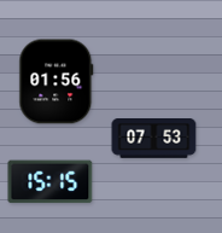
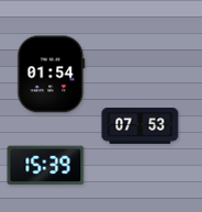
clock at (57, 82): 01:56 -> 01:54
clock at (51, 182): 15:15 -> 15:39
